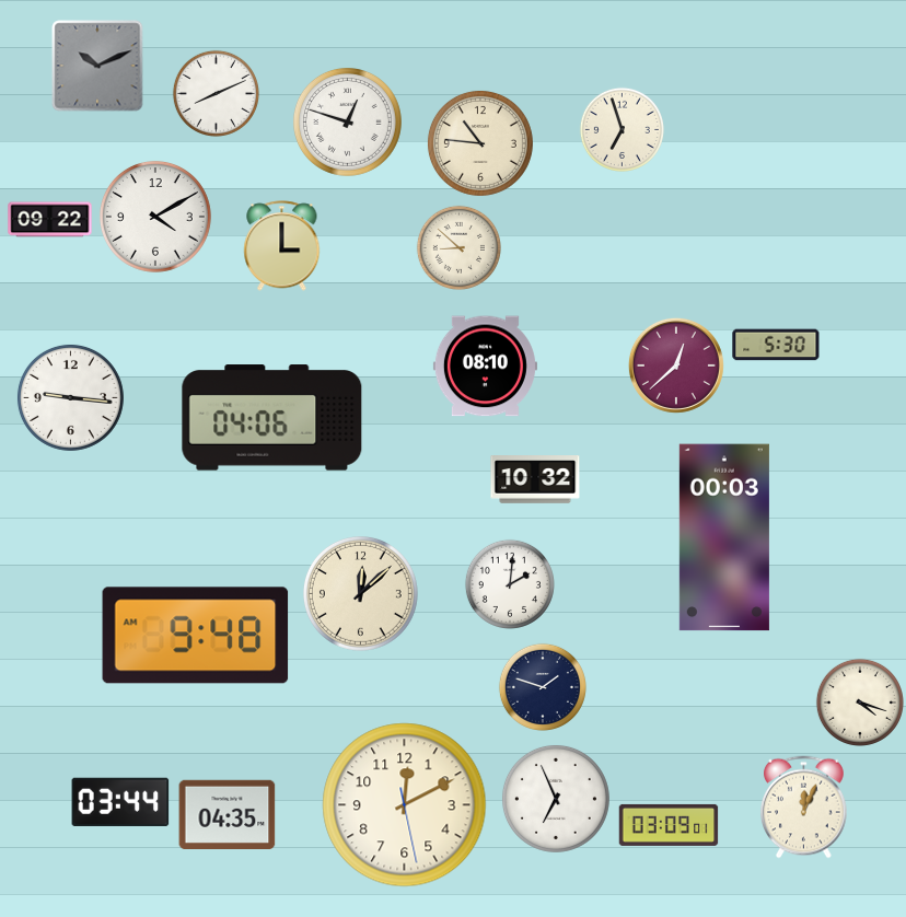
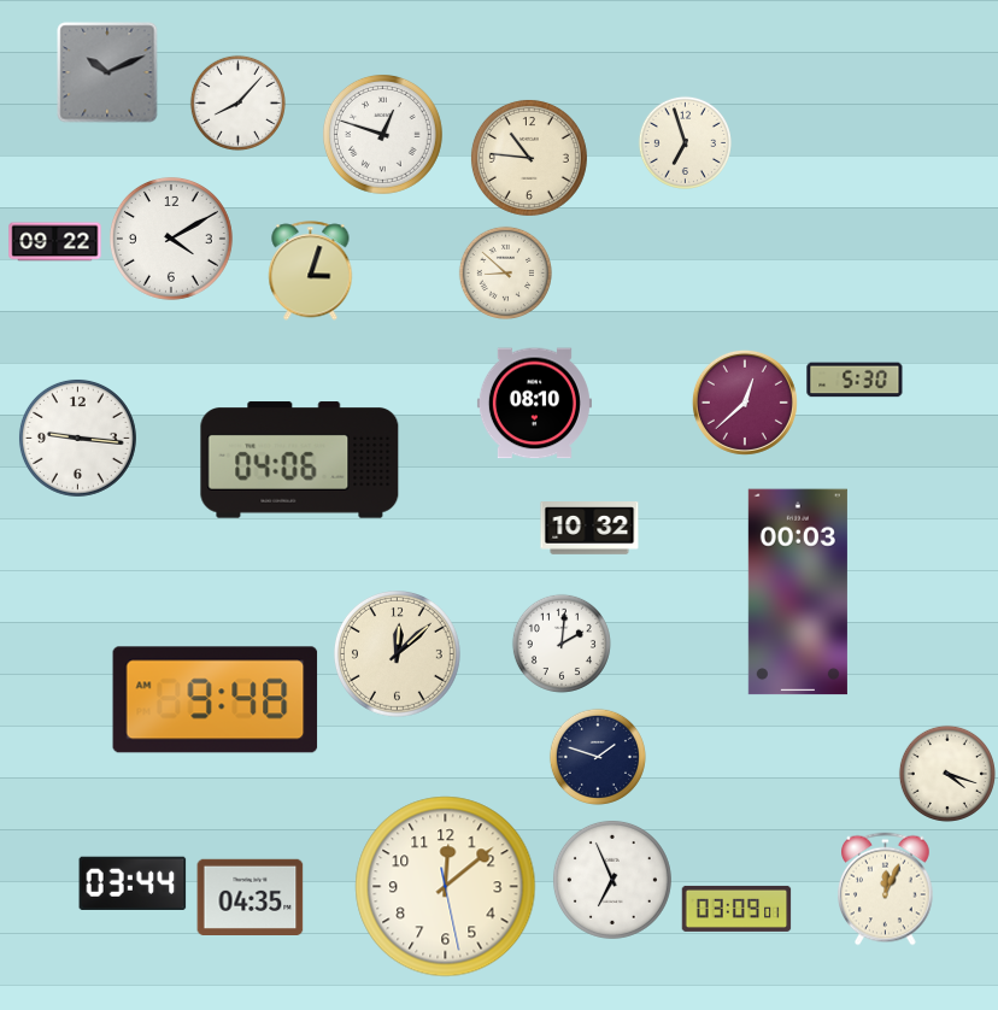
clock at (216, 93): 8:11 -> 8:07
clock at (282, 246): 3:00 -> 3:03
clock at (405, 805): 12:10 -> 12:08
